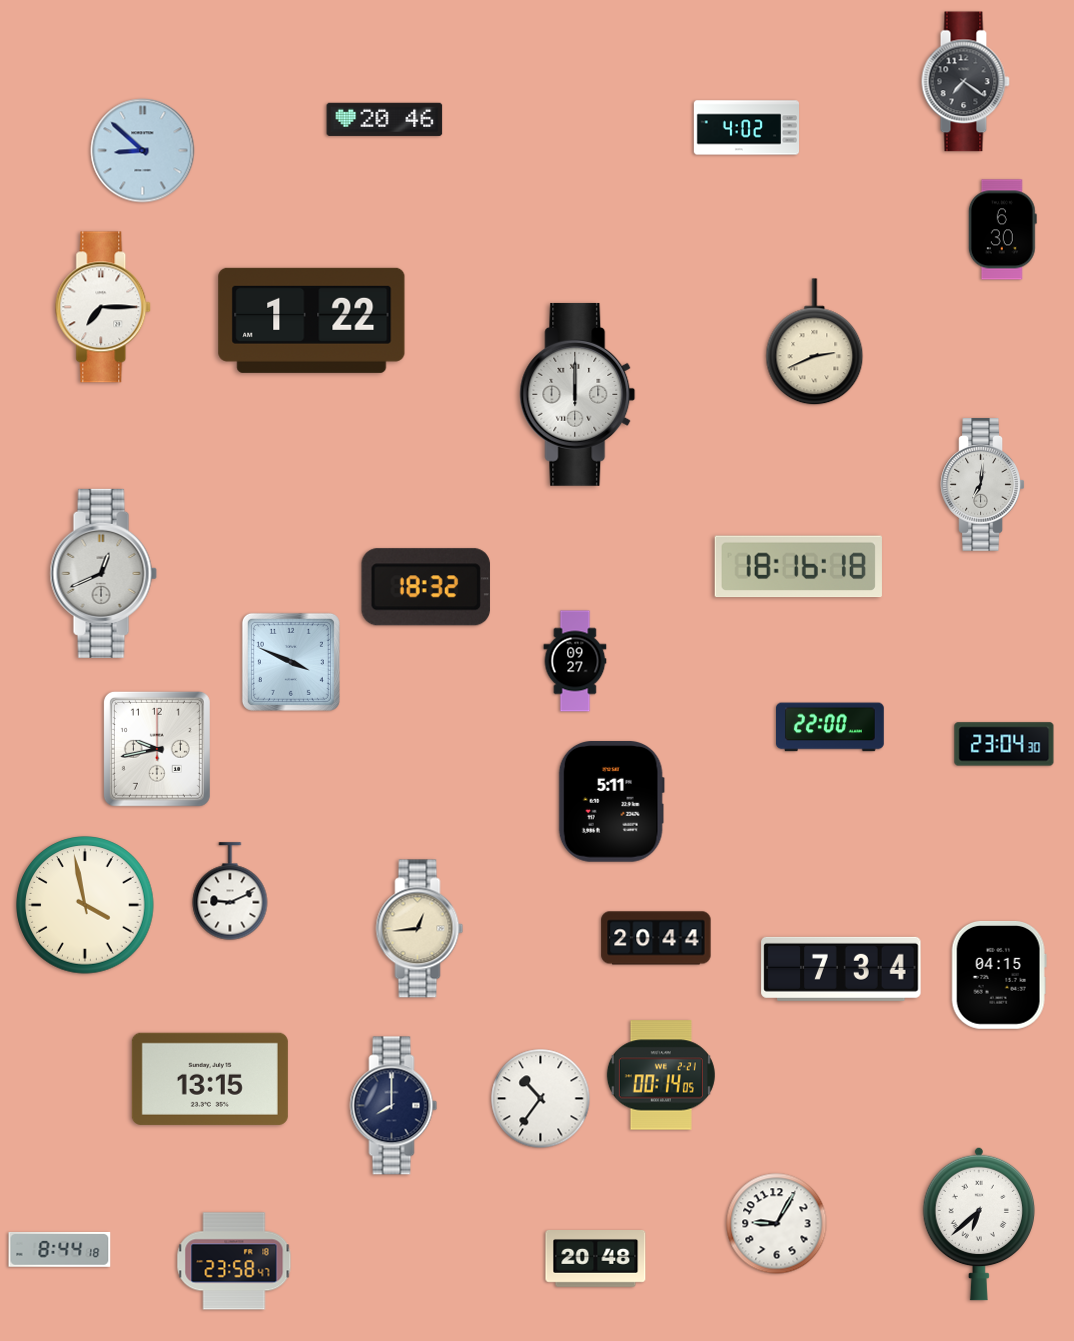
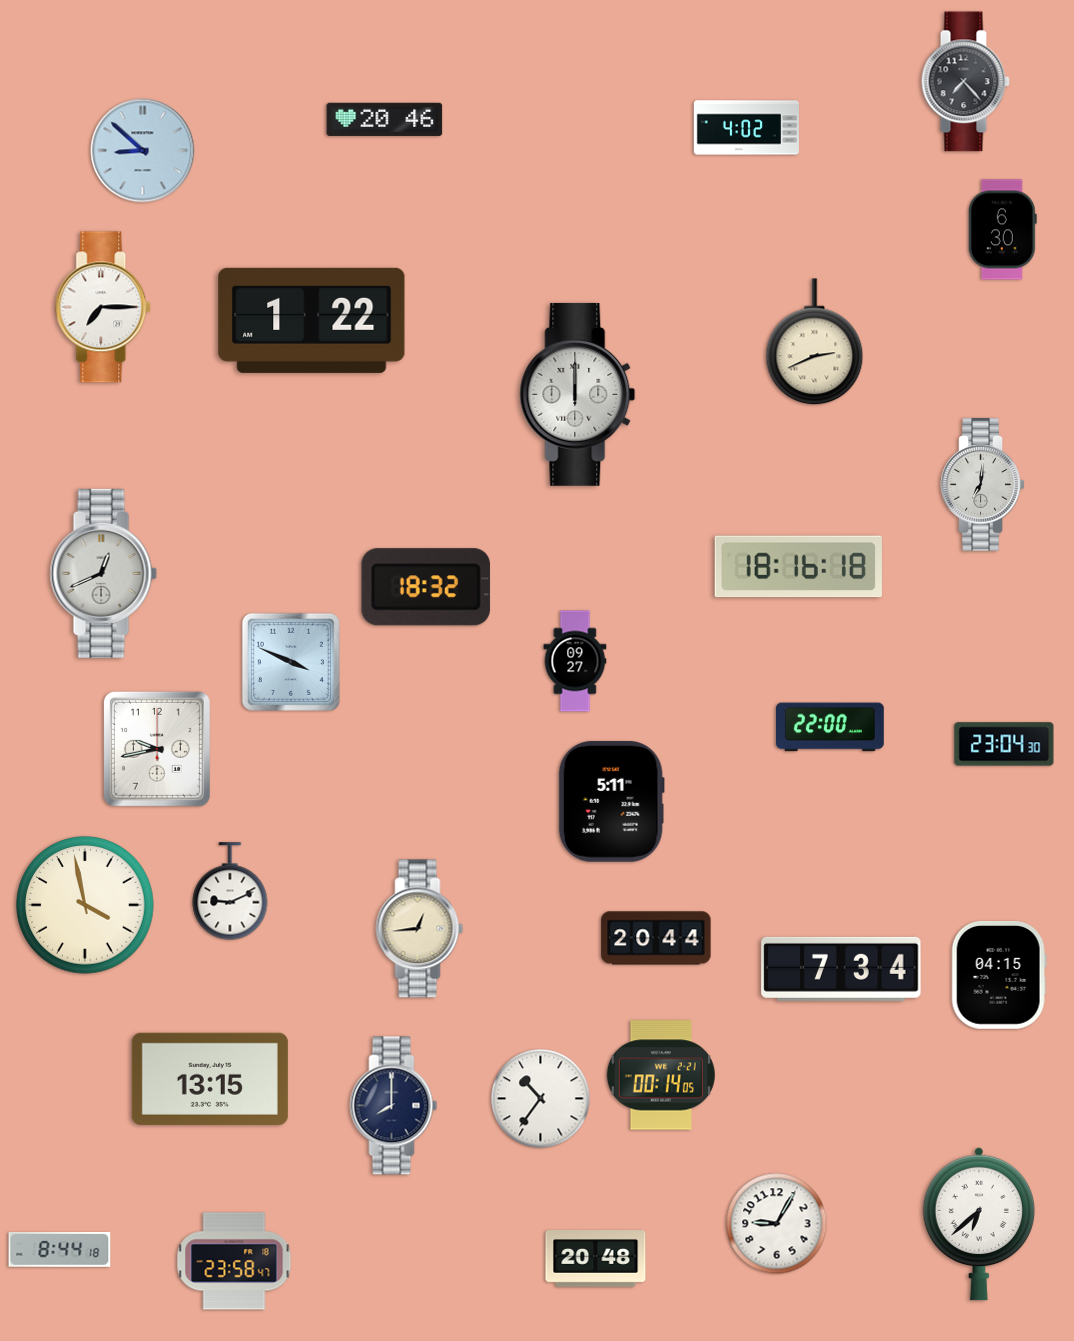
clock at (965, 82): 7:21 -> 7:23
